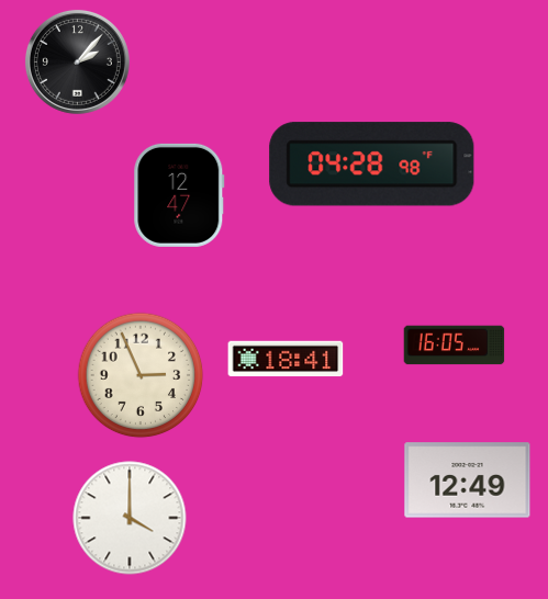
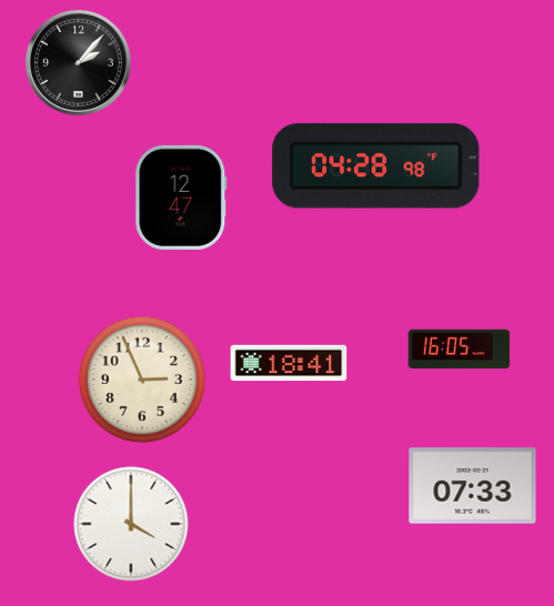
clock at (468, 481): 12:49 -> 07:33
